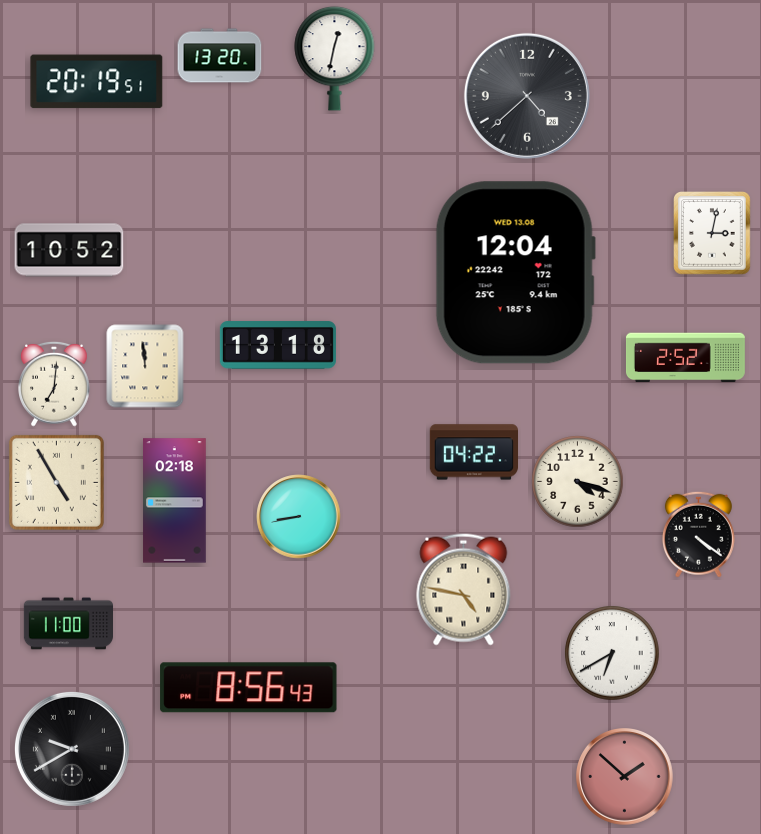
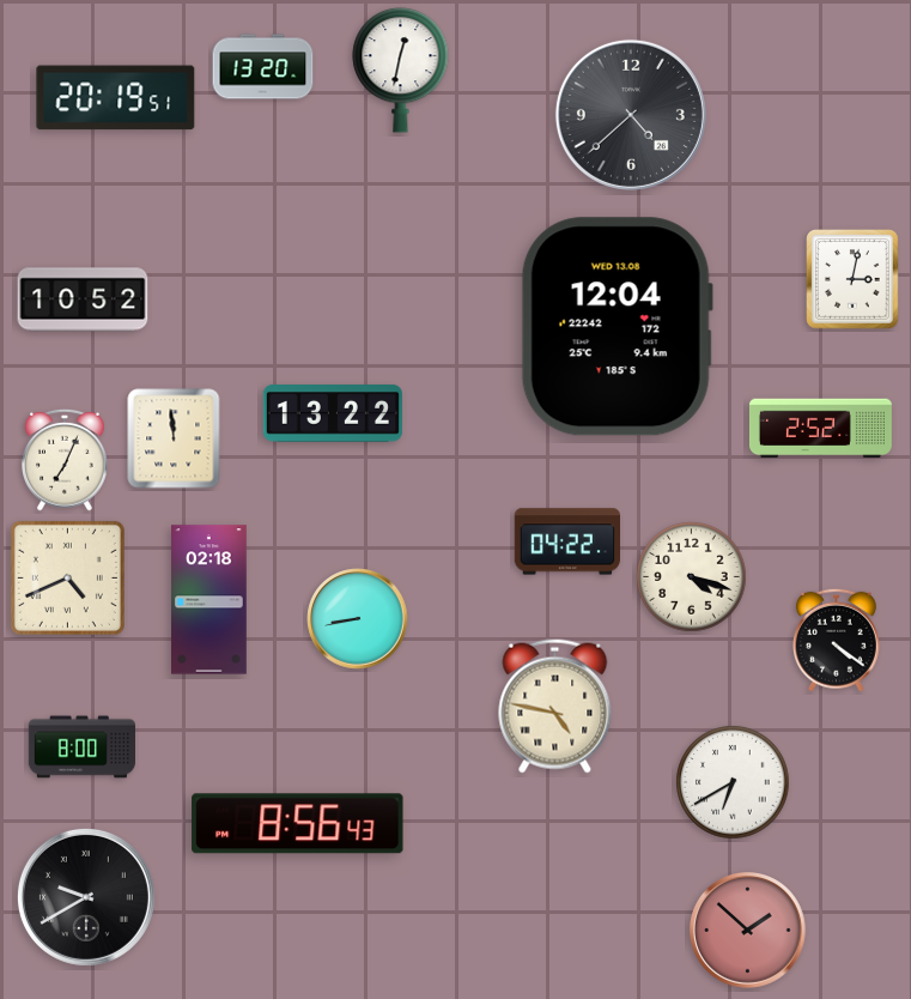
clock at (278, 345): 13:18 -> 13:22
clock at (54, 384): 7:01 -> 7:04
clock at (56, 482): 4:55 -> 4:41
clock at (68, 624): 11:00 -> 8:00
